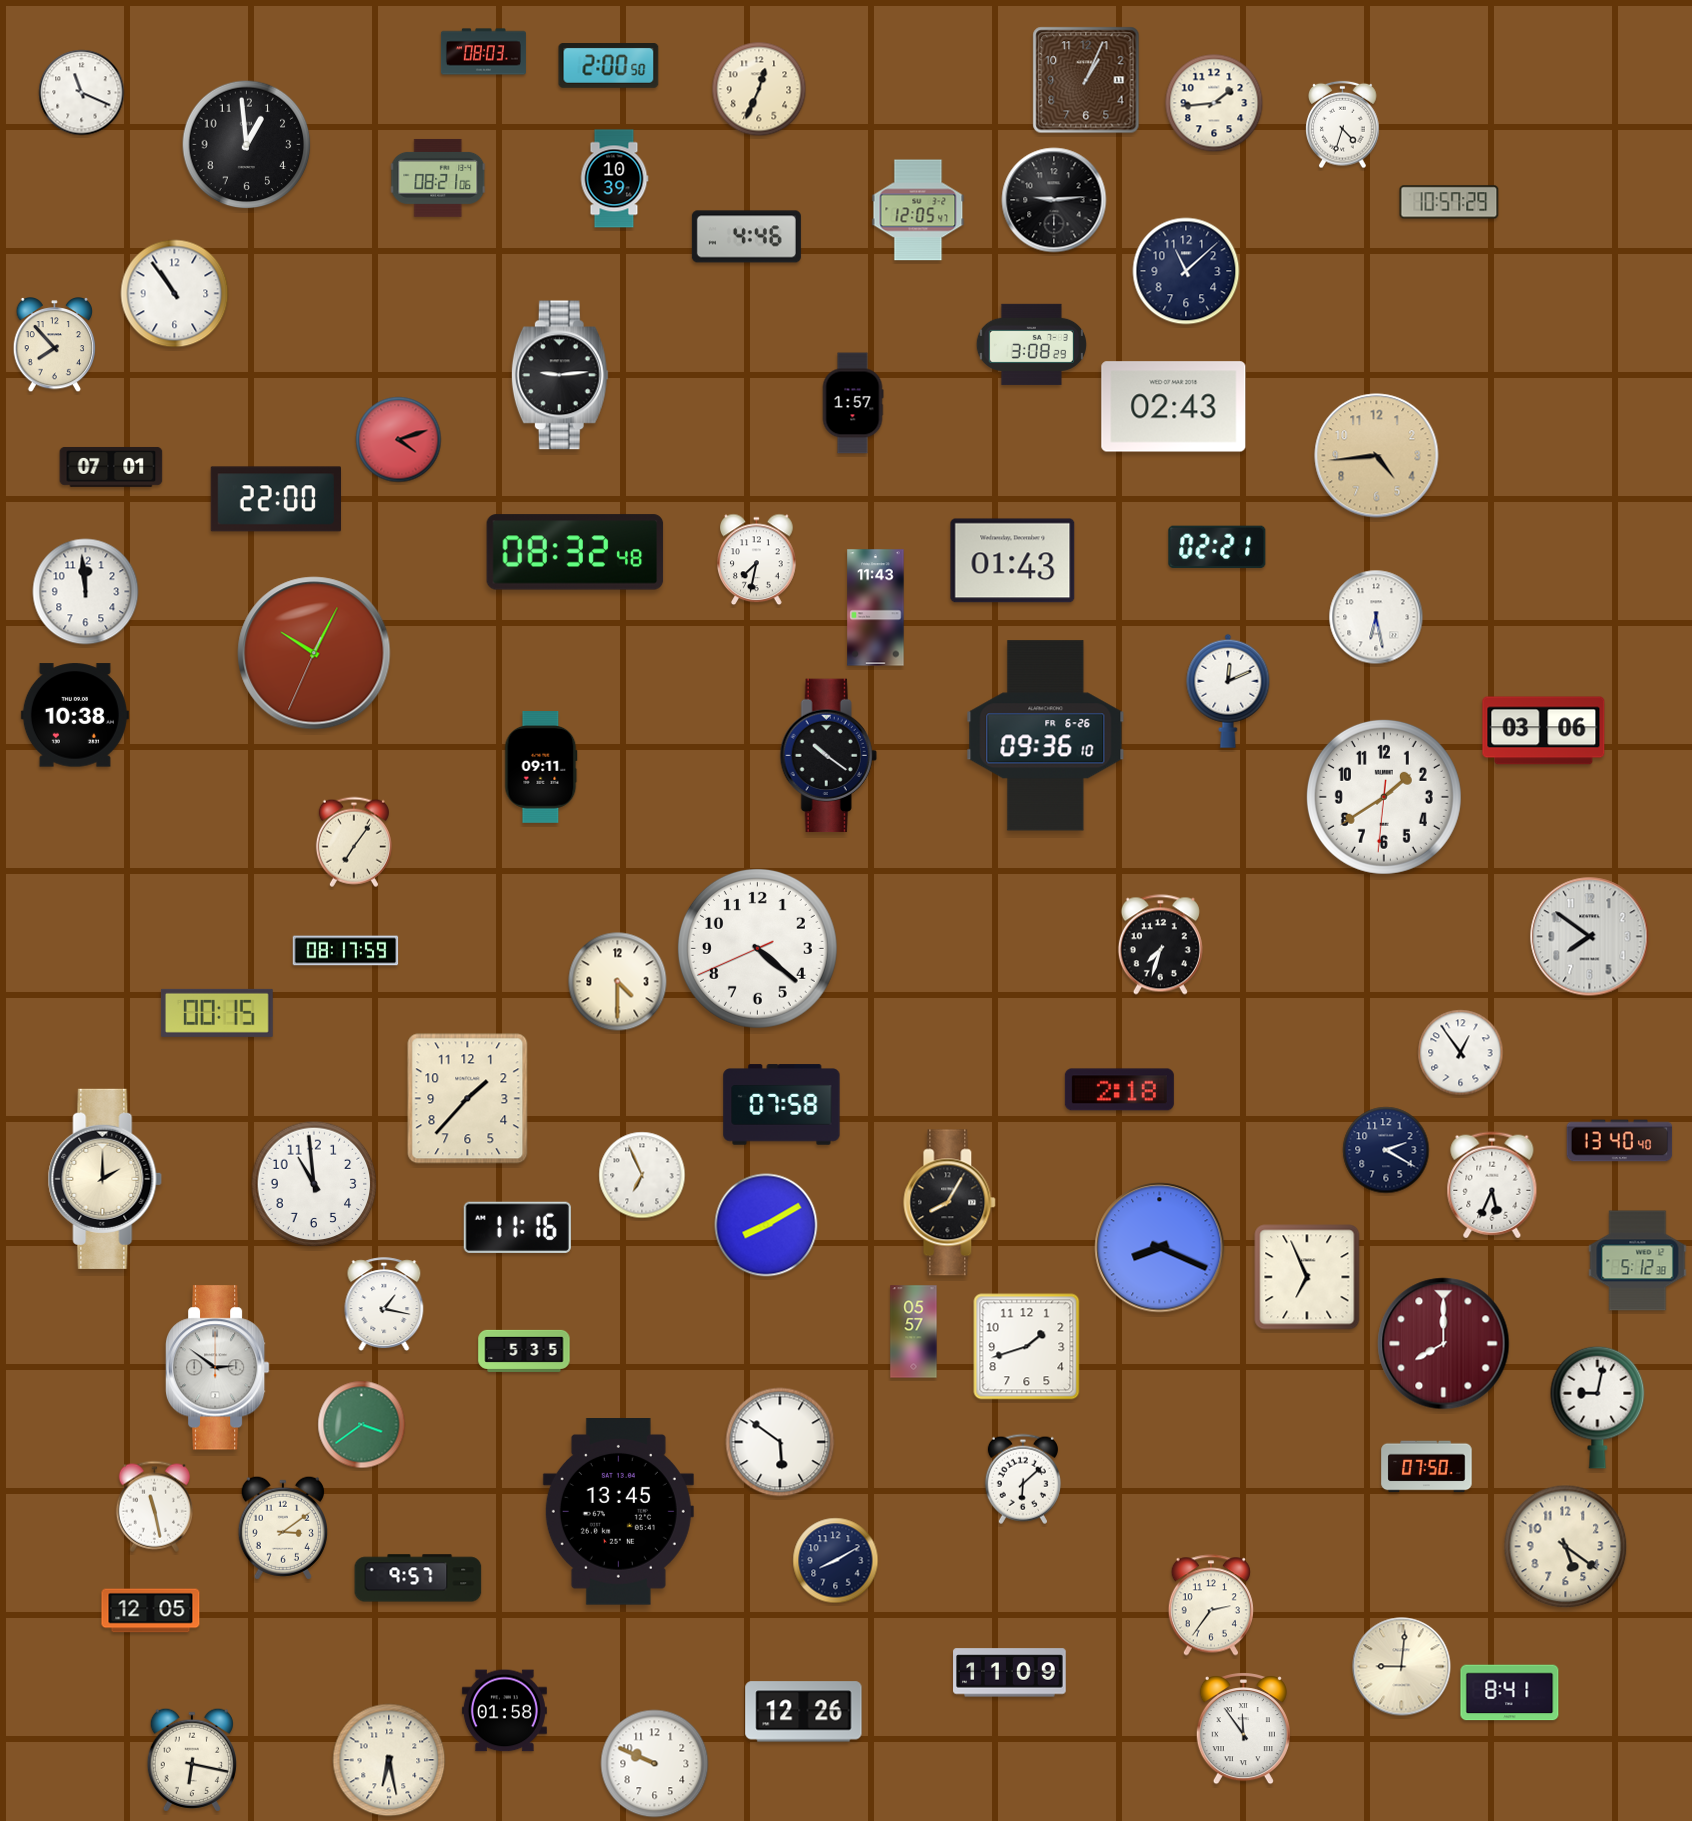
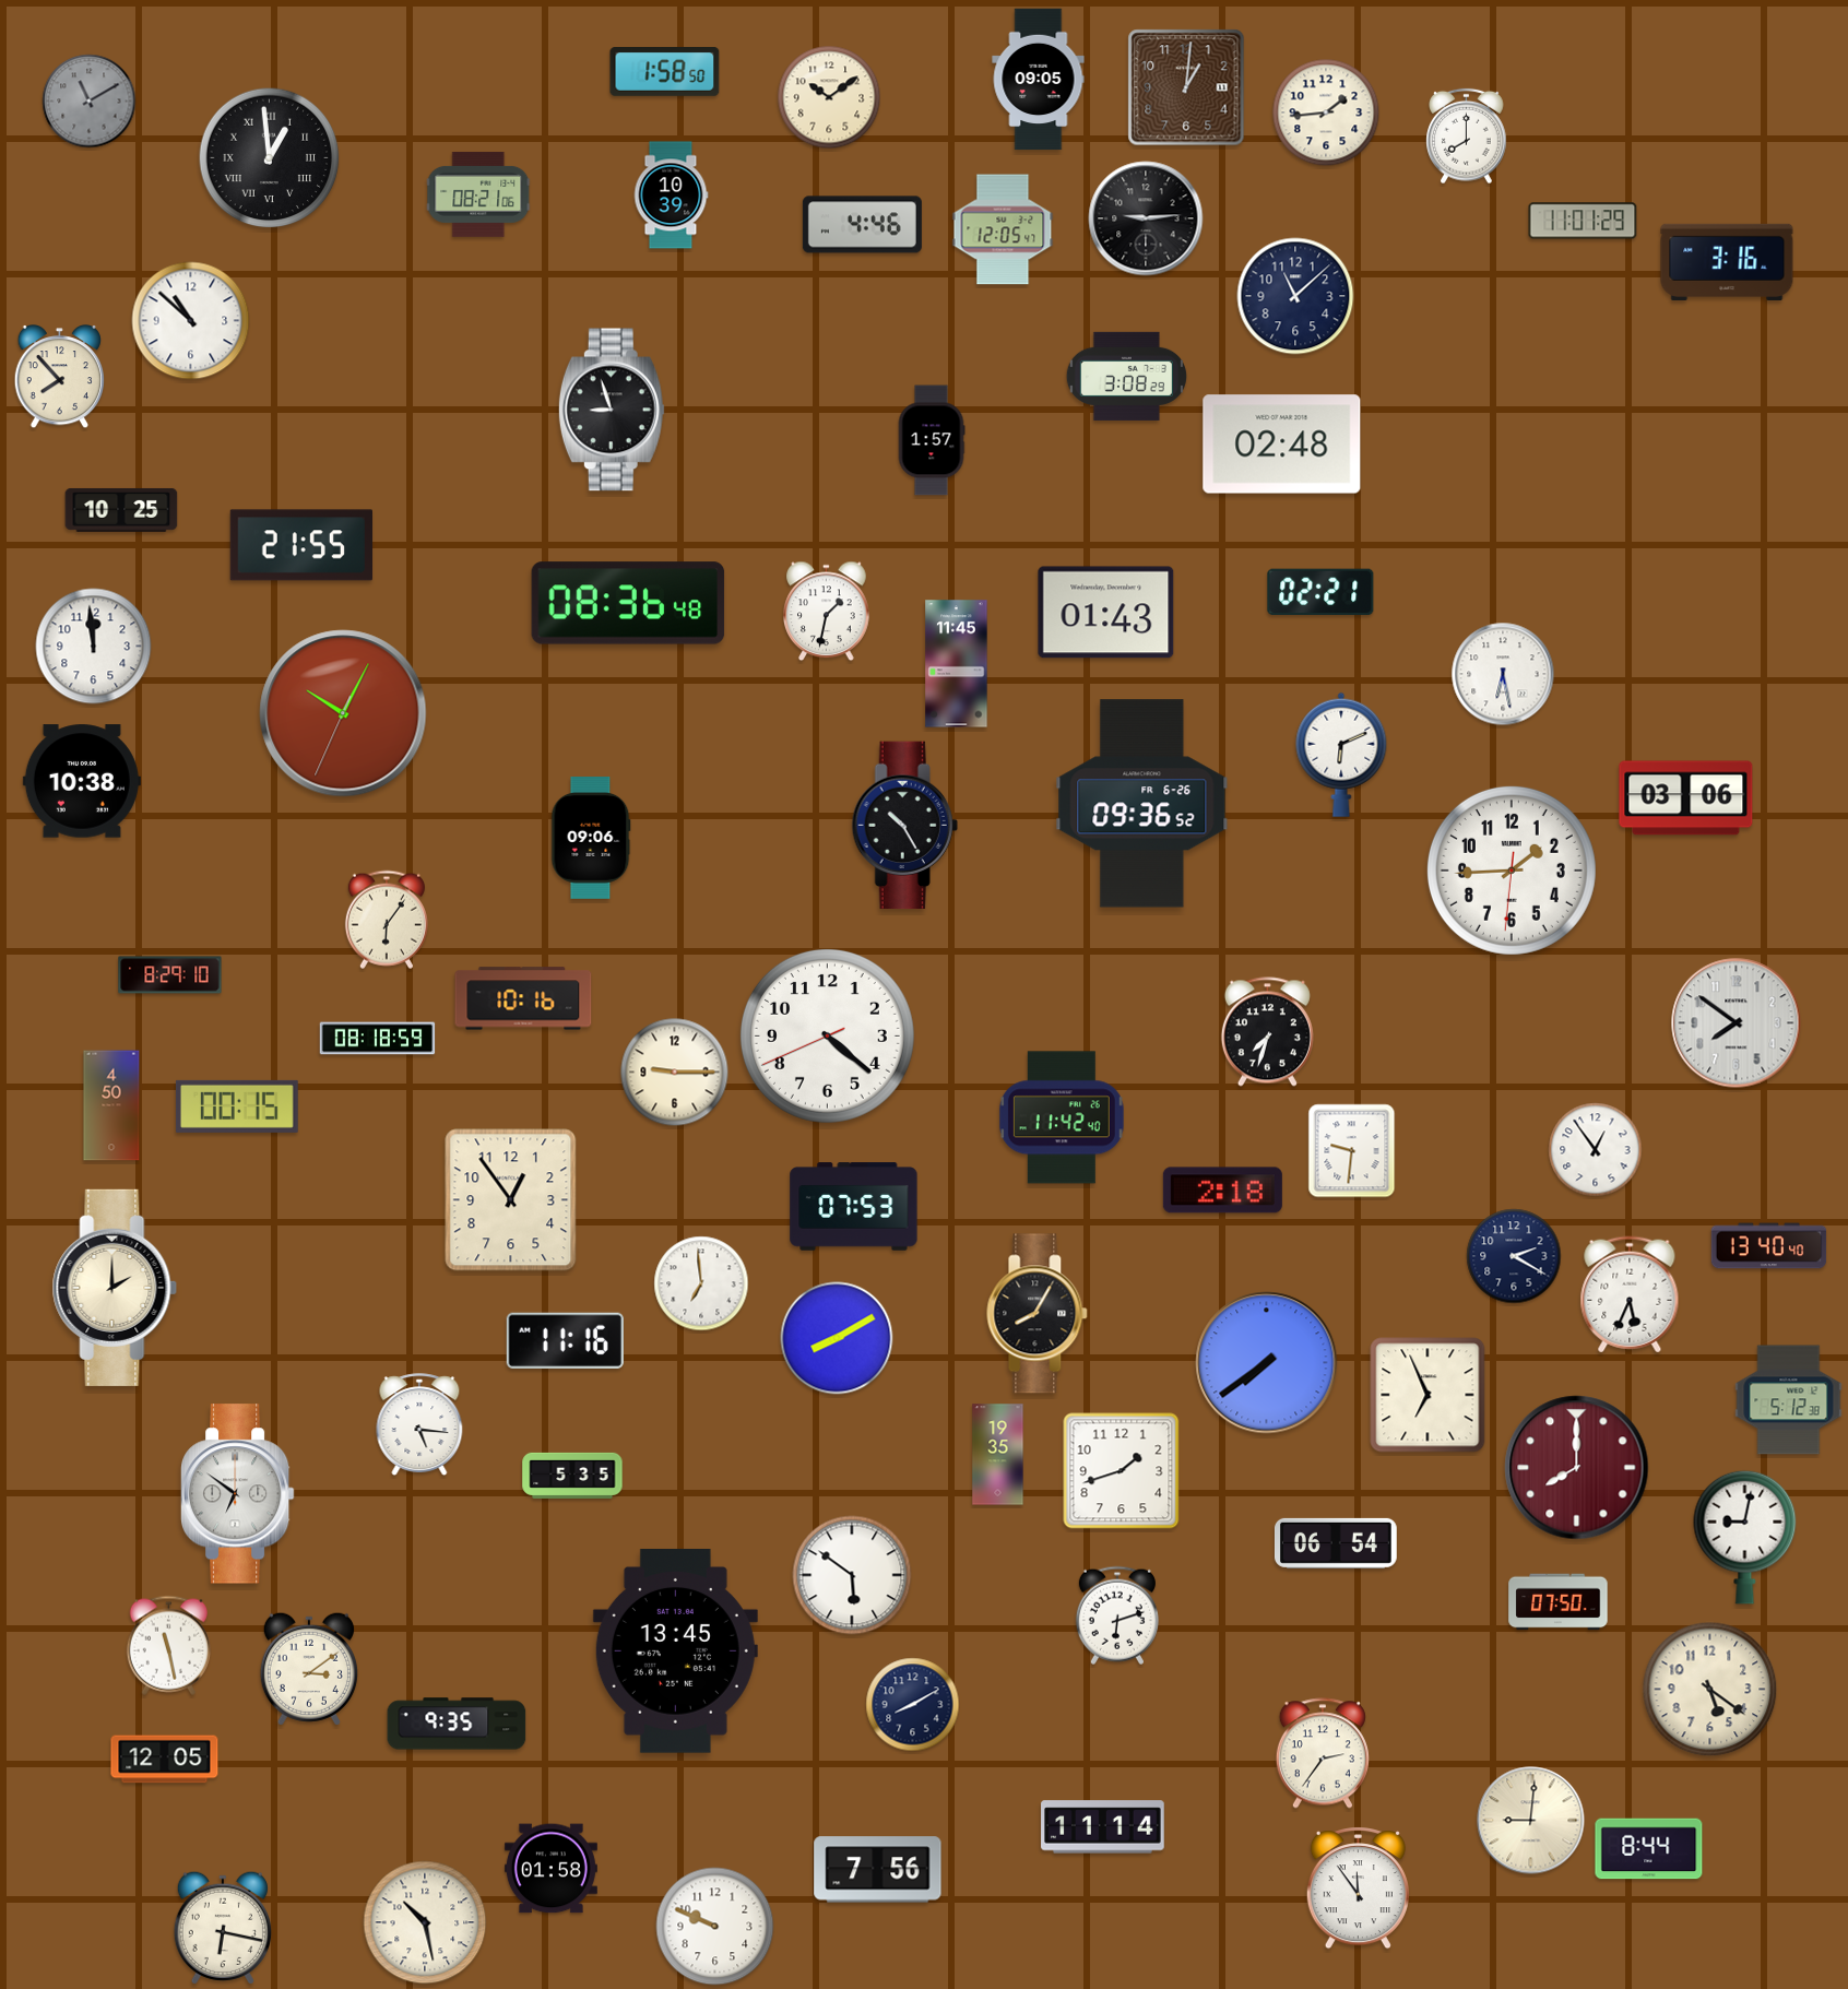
clock at (483, 52): 08:03 -> none
clock at (609, 66): 2:00 -> 1:58
clock at (1039, 80): none -> 09:05
clock at (1086, 80): 1:04 -> 1:01
clock at (759, 89): 12:34 -> 10:09
clock at (82, 93): 11:19 -> 11:10
clock at (82, 93) dial: white -> grey
clock at (1343, 125): 4:33 -> 8:00
clock at (247, 145) numerals: Arabic -> Roman
clock at (1054, 200) position: (1054, 200) -> (1146, 218)
clock at (1449, 202): 10:57 -> 11:01
clock at (746, 237) position: (746, 237) -> (862, 225)
clock at (1727, 262): none -> 3:16
clock at (175, 294): 10:54 -> 10:52
clock at (560, 375): 9:14 -> 8:57
clock at (1174, 407): 02:43 -> 02:48
clock at (399, 440): 4:12 -> none
clock at (1377, 456): 4:44 -> none
clock at (111, 467): 07:01 -> 10:25
clock at (275, 499): 22:00 -> 21:55
clock at (1217, 546) position: (1217, 546) -> (1320, 591)
clock at (575, 552): 08:32 -> 08:36
clock at (757, 560): 7:32 -> 1:32
clock at (876, 608): 11:43 -> 11:45
clock at (1228, 691): 12:11 -> 6:11
clock at (1046, 736): 09:36:10 -> 09:36:52
clock at (828, 756): 10:21 -> 10:25
clock at (541, 768): 09:11 -> 09:06
clock at (1384, 797): 1:39 -> 1:44
clock at (354, 842): 7:06 -> 6:06
clock at (170, 975): none -> 8:29
clock at (523, 998): none -> 10:16
clock at (346, 951): 08:17 -> 08:18
clock at (618, 982): 4:30 -> 9:15
clock at (111, 1105): none -> 4:50
clock at (1062, 1117): none -> 11:42
clock at (1352, 1151): none -> 9:31
clock at (468, 1099): 1:37 -> 12:54
clock at (782, 1105): 07:58 -> 07:53
clock at (642, 1175): 6:56 -> 6:59
clock at (314, 1184): 10:59 -> none
clock at (1160, 1248): 8:19 -> 7:39
clock at (1638, 1261) position: (1638, 1261) -> (1789, 1400)
clock at (384, 1304): 1:17 -> 5:16
clock at (914, 1332): 05:57 -> 19:35
clock at (217, 1368): 2:51 -> 6:51
clock at (1336, 1543): none -> 06:54
clock at (362, 1425): 3:39 -> none
clock at (1023, 1479): 6:08 -> 6:12
clock at (418, 1578): 9:57 -> 9:35
clock at (1010, 1673): 11:09 -> 11:14
clock at (1510, 1693): 8:41 -> 8:44
clock at (804, 1712): 12:26 -> 7:56
clock at (192, 1760) position: (192, 1760) -> (223, 1928)
clock at (389, 1760): 6:28 -> 10:28
